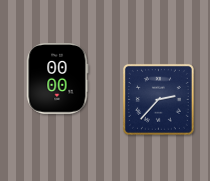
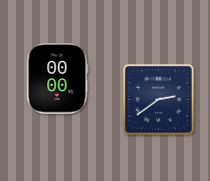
clock at (158, 99): 2:37 -> 2:39
